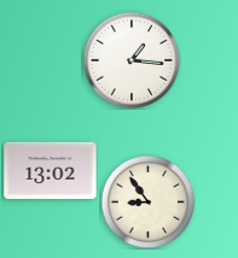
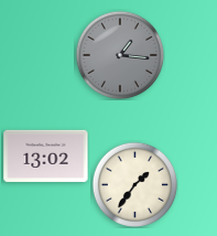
clock at (132, 60) dial: white -> grey
clock at (147, 201): 8:54 -> 1:36
